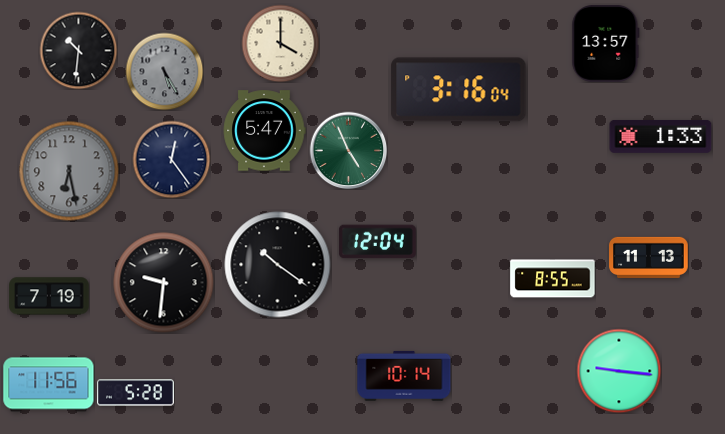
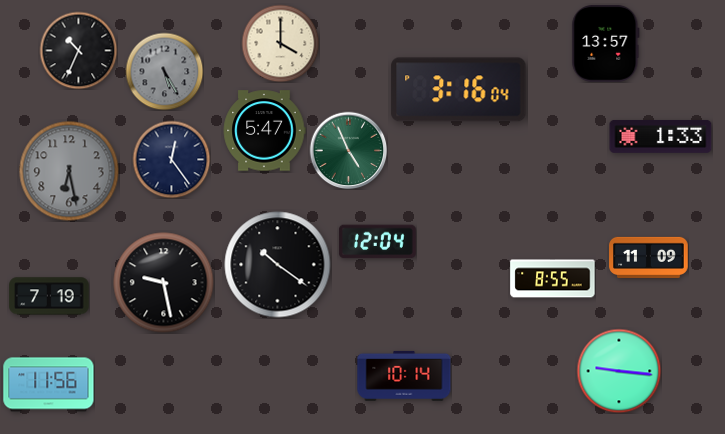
clock at (78, 50): 10:31 -> 10:34
clock at (649, 257): 11:13 -> 11:09
clock at (164, 283): 9:31 -> 9:28
clock at (136, 393): 5:28 -> none
